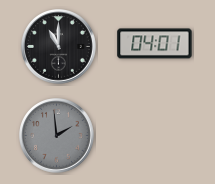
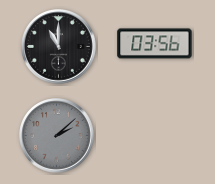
clock at (155, 44): 04:01 -> 03:56
clock at (57, 136): 1:59 -> 2:08
